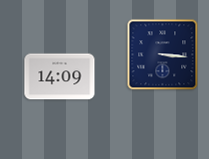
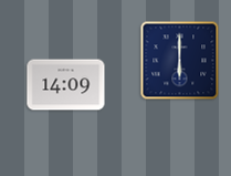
clock at (163, 55): 3:16 -> 6:00
